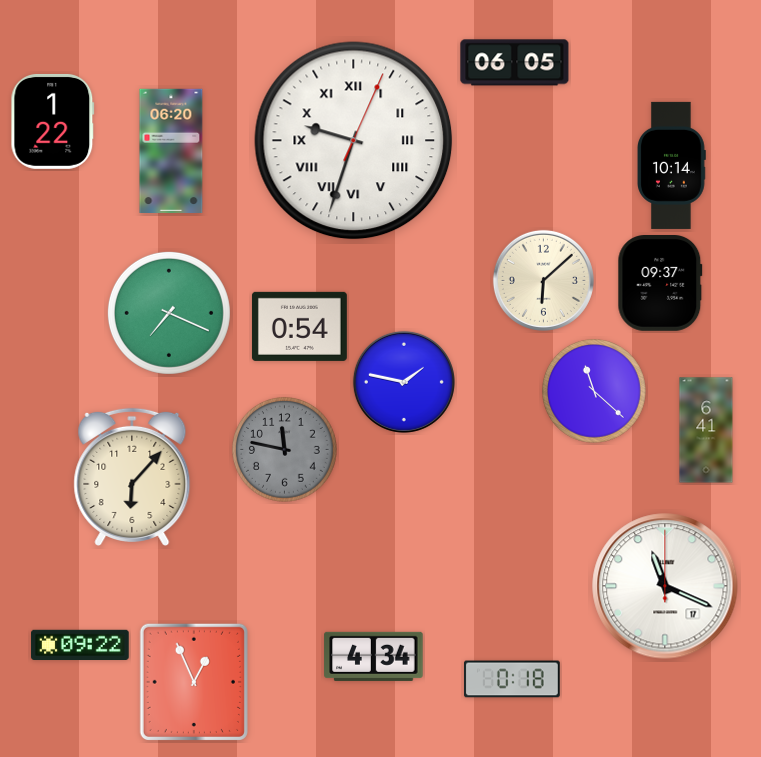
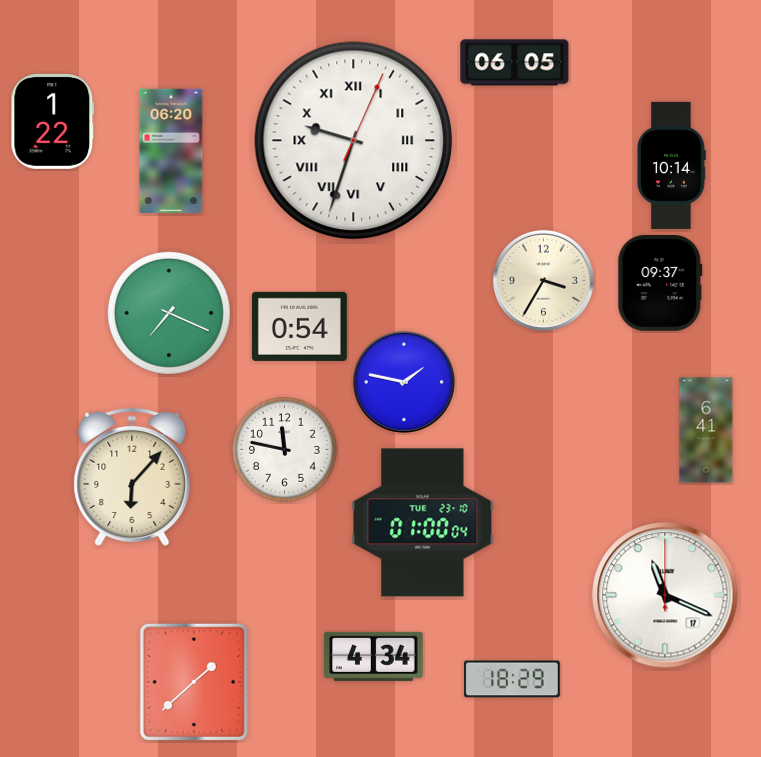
clock at (543, 280): 6:08 -> 3:35
clock at (595, 392): 11:22 -> none
clock at (285, 450) dial: grey -> white
clock at (423, 523): none -> 01:00
clock at (665, 586) position: (665, 586) -> (665, 595)
clock at (80, 644): 09:22 -> none
clock at (513, 679): 0:18 -> 18:29
clock at (194, 682): 12:56 -> 1:38
